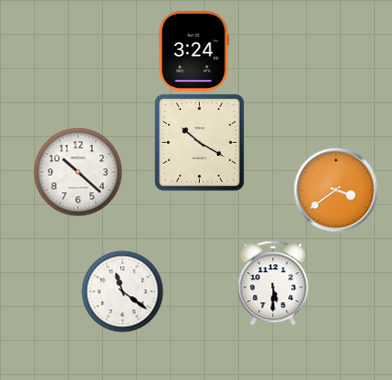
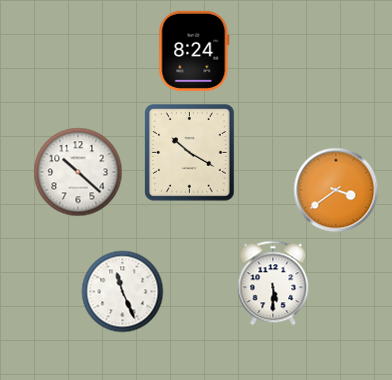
clock at (194, 51): 3:24 -> 8:24
clock at (200, 143) position: (200, 143) -> (190, 153)
clock at (122, 291): 11:21 -> 11:26
